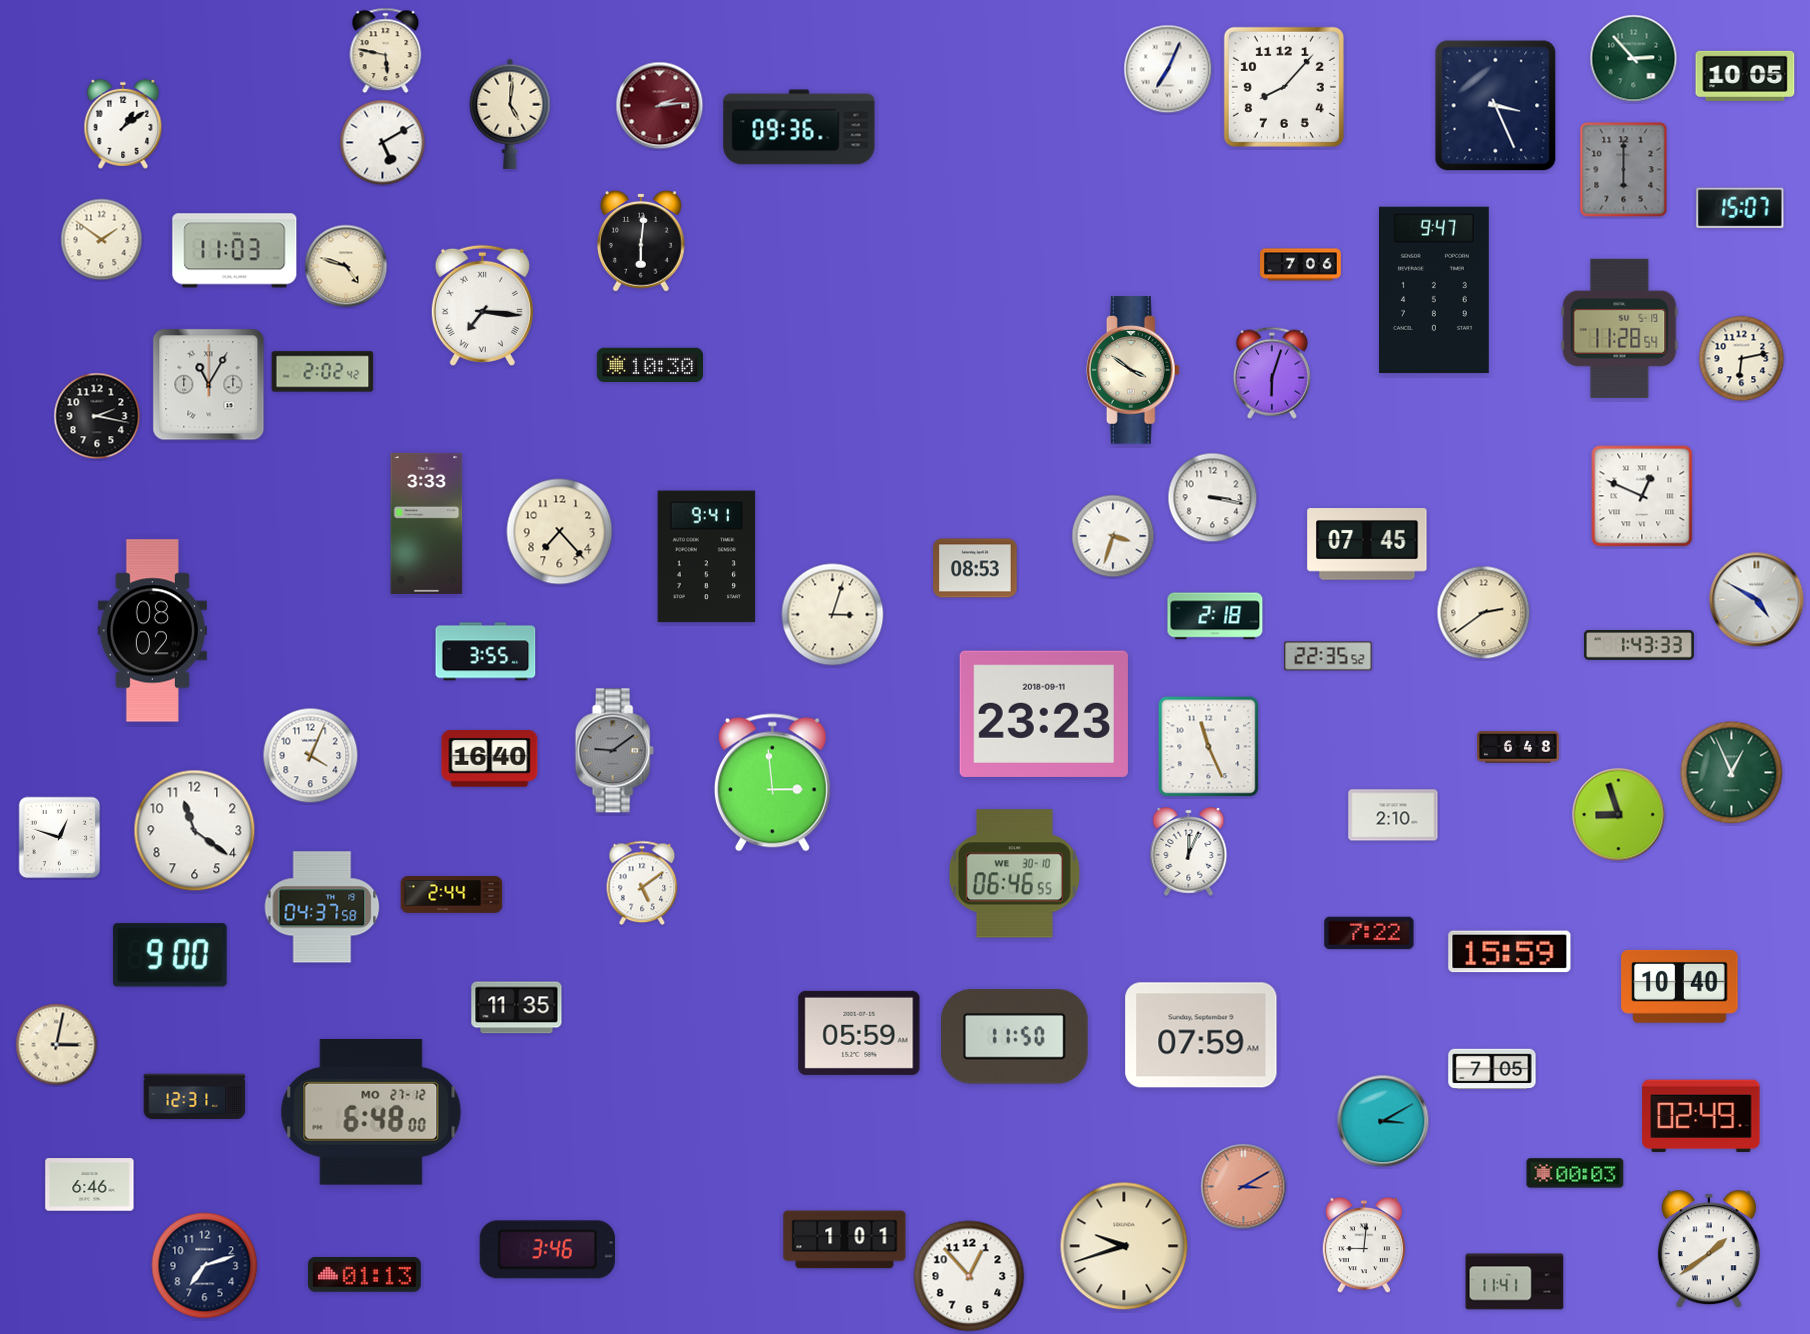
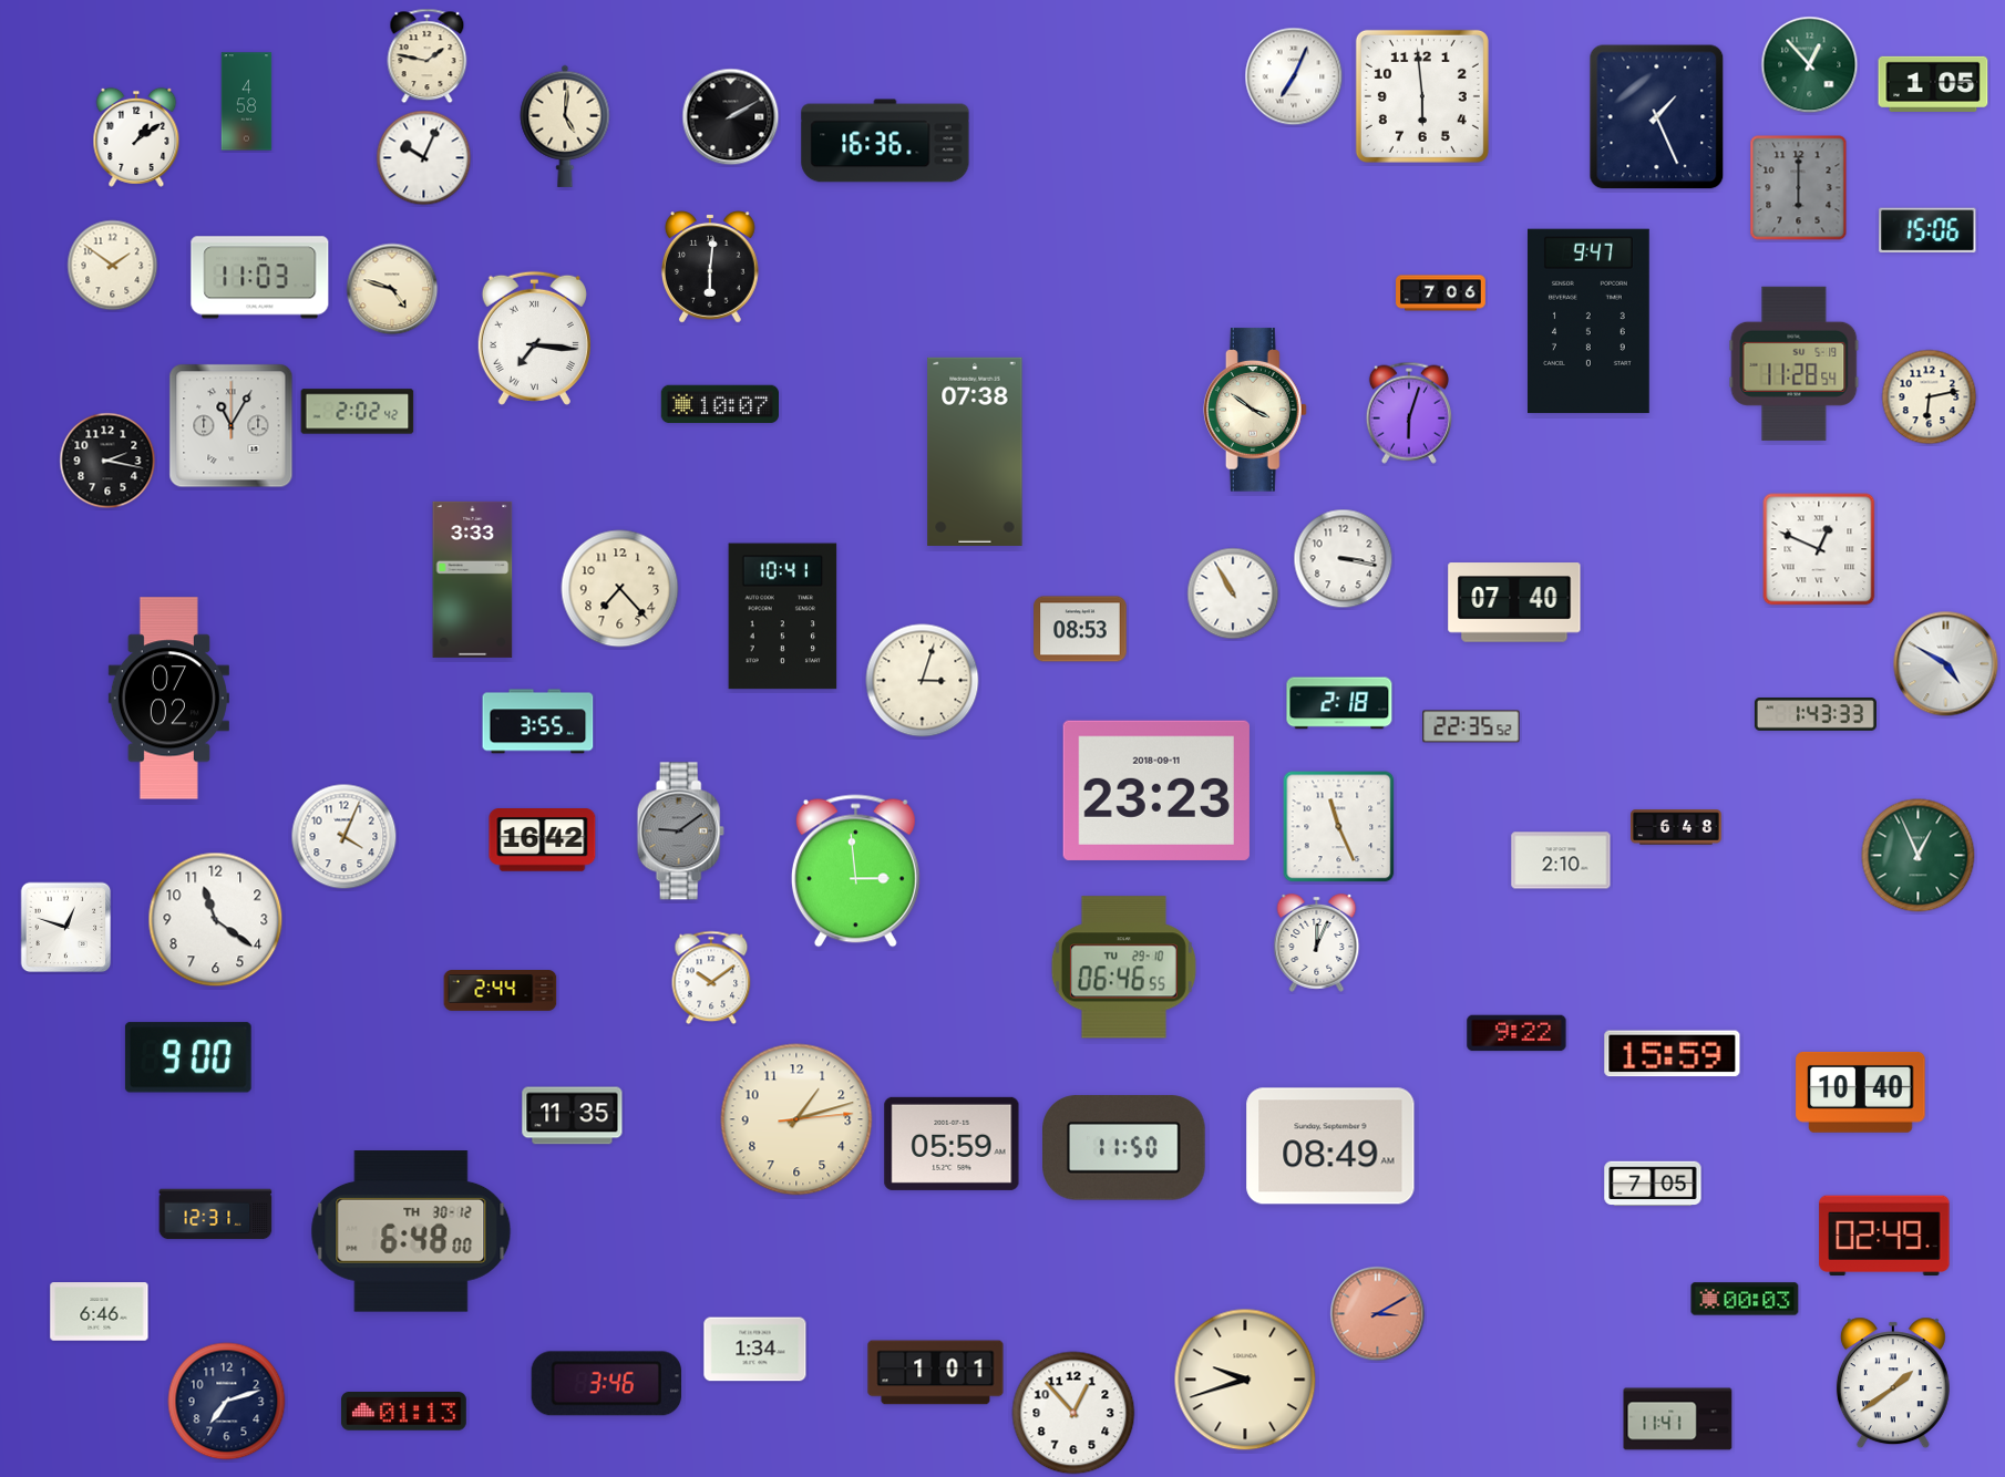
clock at (386, 51): 5:47 -> 1:47
clock at (1634, 59): 2:53 -> 12:53
clock at (1745, 76): 10:05 -> 1:05
clock at (1284, 87): 8:07 -> 5:59
clock at (247, 102): none -> 4:58
clock at (660, 106): 2:14 -> 2:10
clock at (660, 106) dial: burgundy -> black
clock at (1496, 106): 3:26 -> 1:26
clock at (799, 127): 09:36 -> 16:36
clock at (383, 143): 5:10 -> 10:04
clock at (1740, 208): 15:07 -> 15:06
clock at (346, 266) position: (346, 266) -> (392, 289)
clock at (649, 365): 10:30 -> 10:07
clock at (975, 452): none -> 07:38
clock at (1213, 498) position: (1213, 498) -> (1344, 559)
clock at (1113, 536): 3:33 -> 10:55
clock at (1367, 544): 07:45 -> 07:40
clock at (707, 557): 9:41 -> 10:41
clock at (1484, 613): 2:39 -> none
clock at (1215, 616) position: (1215, 616) -> (1339, 703)
clock at (152, 631): 08:02 -> 07:02
clock at (1518, 747) position: (1518, 747) -> (1676, 827)
clock at (490, 759): 16:40 -> 16:42
clock at (772, 783) position: (772, 783) -> (855, 871)
clock at (1393, 815) position: (1393, 815) -> (1561, 860)
clock at (1619, 815): 8:57 -> none
clock at (1014, 874) date: WE 30-10 -> TU 29-10
clock at (642, 883): 5:09 -> 10:09
clock at (322, 907): 04:37 -> none
clock at (1369, 933): 7:22 -> 9:22
clock at (796, 1119): none -> 1:12
clock at (1201, 1035): 07:59 -> 08:49
clock at (57, 1045): 3:02 -> none
clock at (371, 1113) date: MO 27-12 -> TH 30-12
clock at (1383, 1121): 3:10 -> none
clock at (755, 1350): none -> 1:34
clock at (1364, 1246): 9:01 -> none
